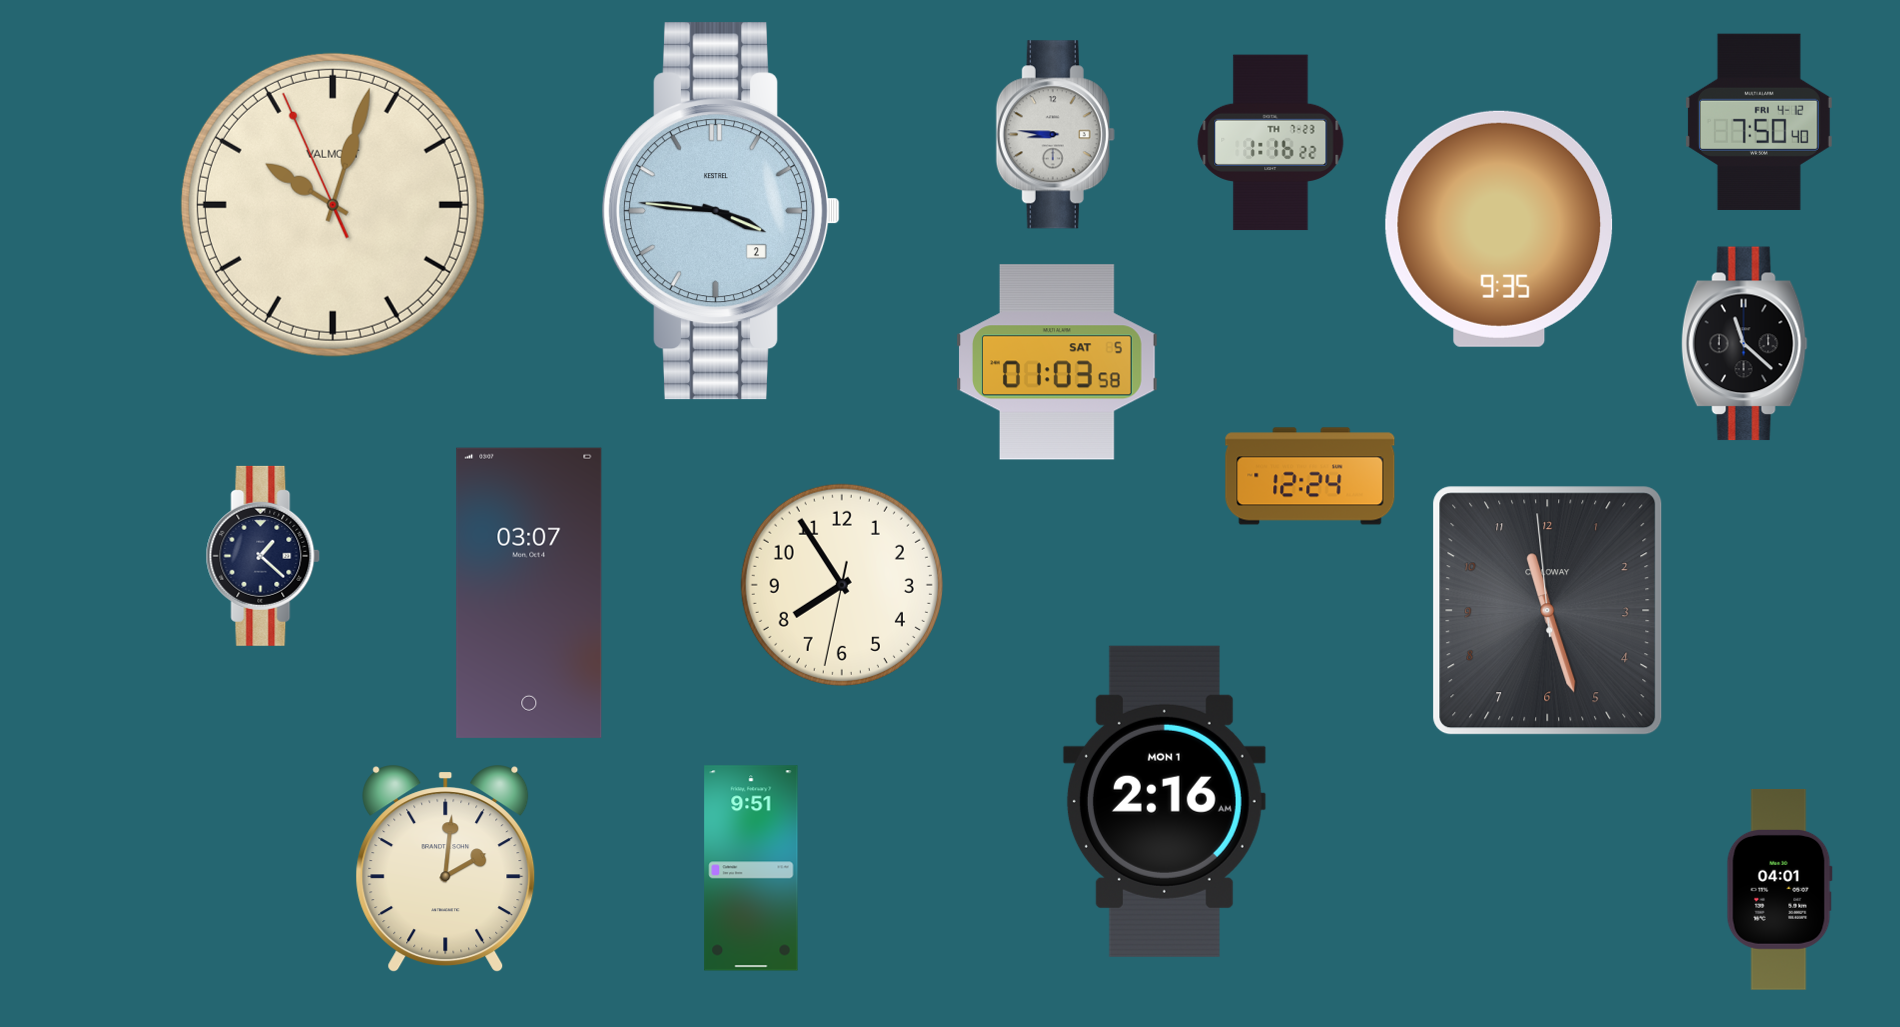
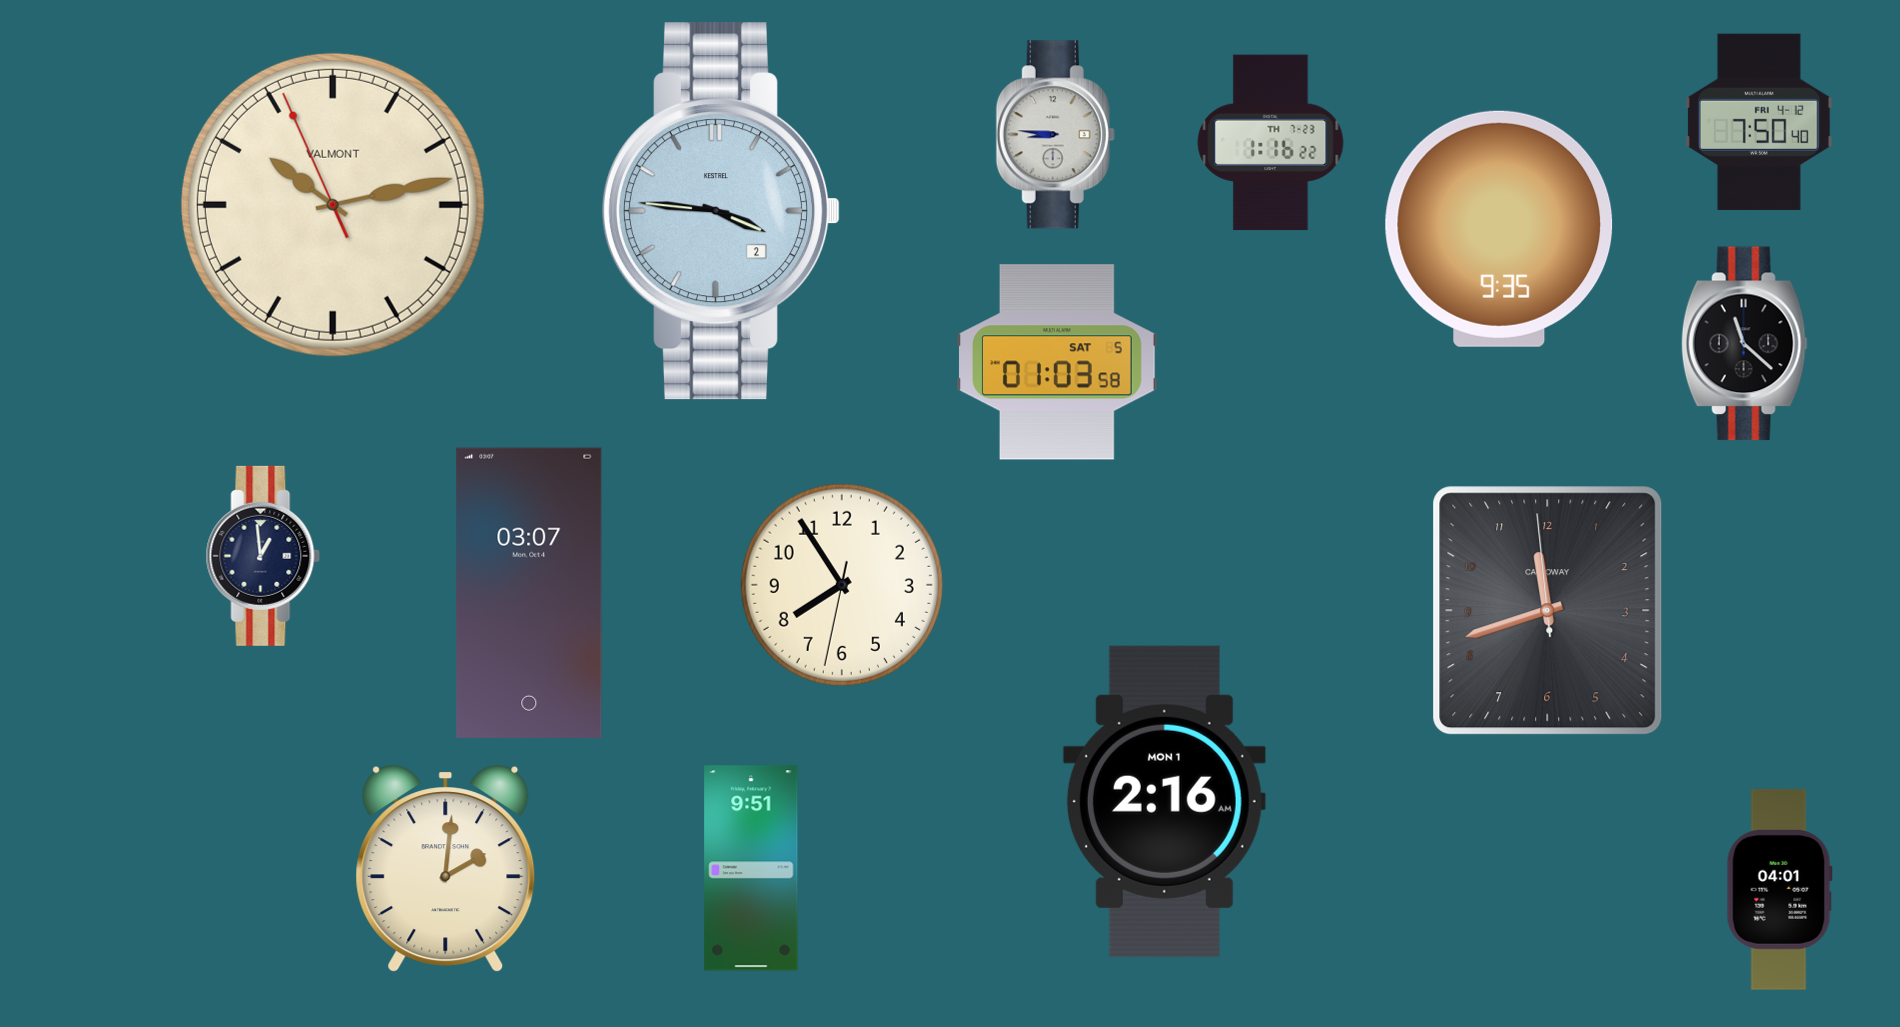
clock at (333, 205): 10:02 -> 10:12
clock at (1310, 476): 12:24 -> none
clock at (263, 556): 1:22 -> 12:59
clock at (1548, 611): 11:26 -> 11:41
